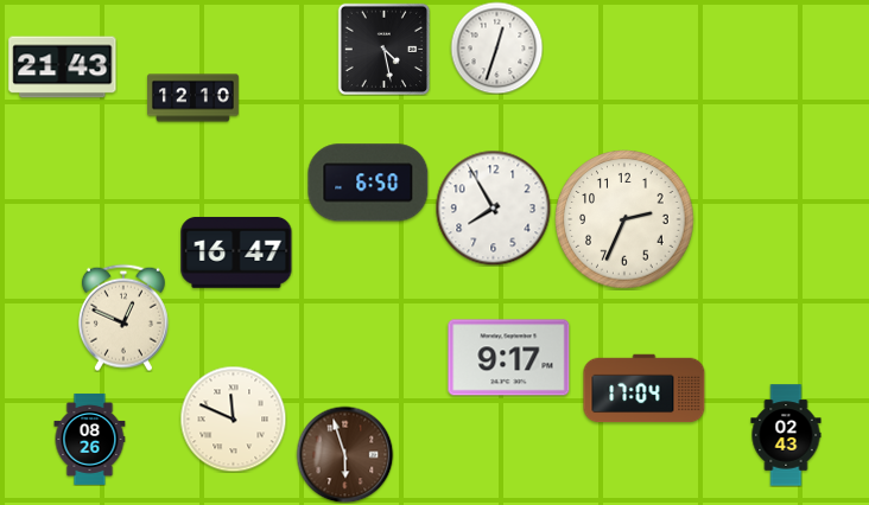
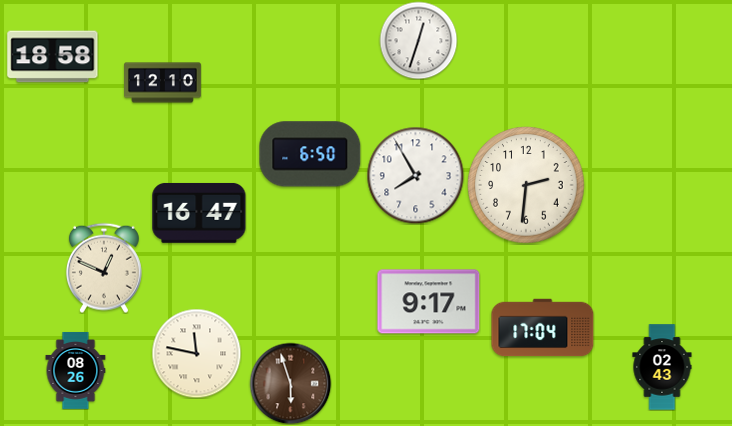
clock at (383, 49): 4:28 -> none
clock at (63, 68): 21:43 -> 18:58
clock at (624, 219): 2:34 -> 2:31
clock at (233, 418): 11:49 -> 11:47
